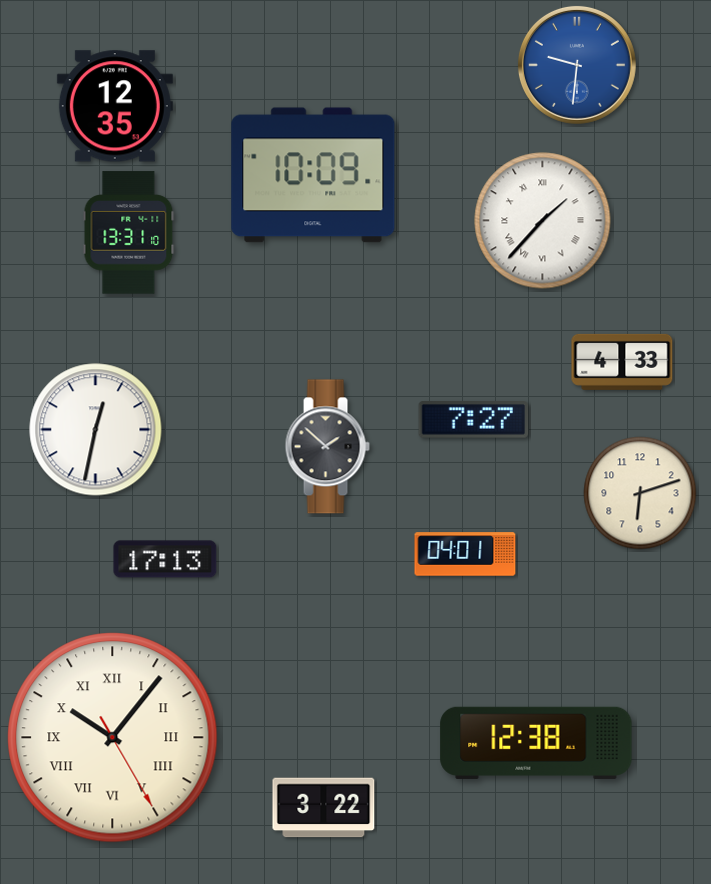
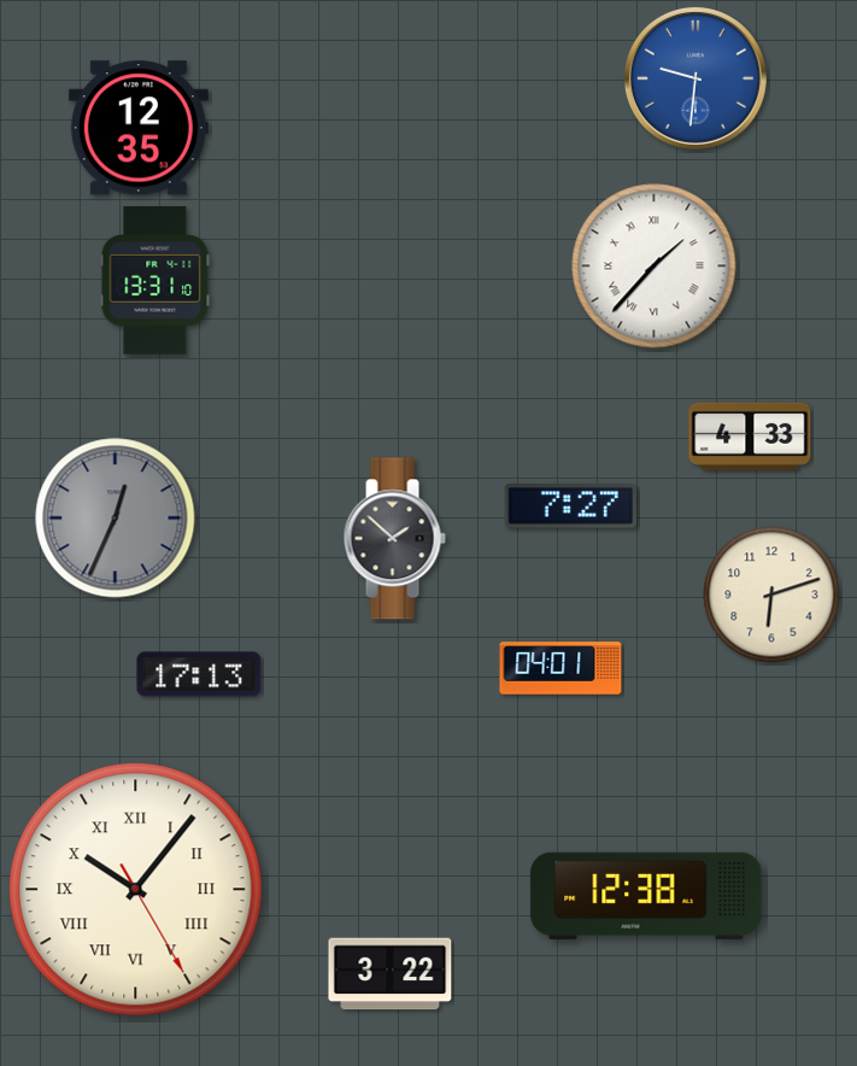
clock at (313, 175): 10:09 -> none
clock at (96, 430): 12:32 -> 12:34
clock at (96, 430) dial: white -> grey
